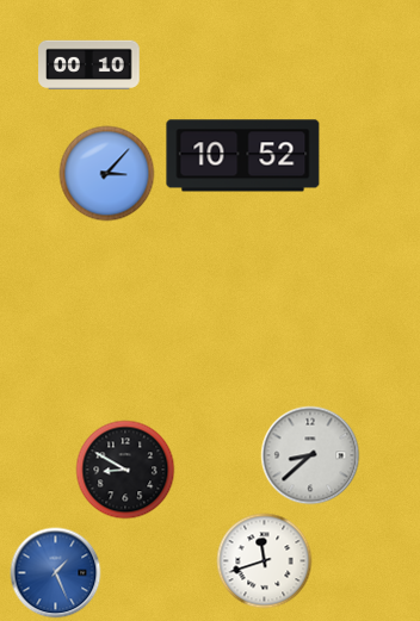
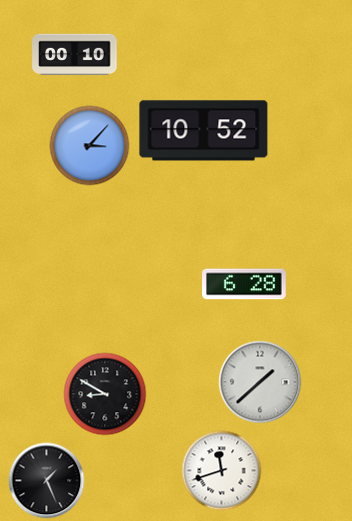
clock at (244, 284): none -> 6:28
clock at (310, 455): 8:38 -> 1:38
clock at (56, 573) dial: blue -> black
